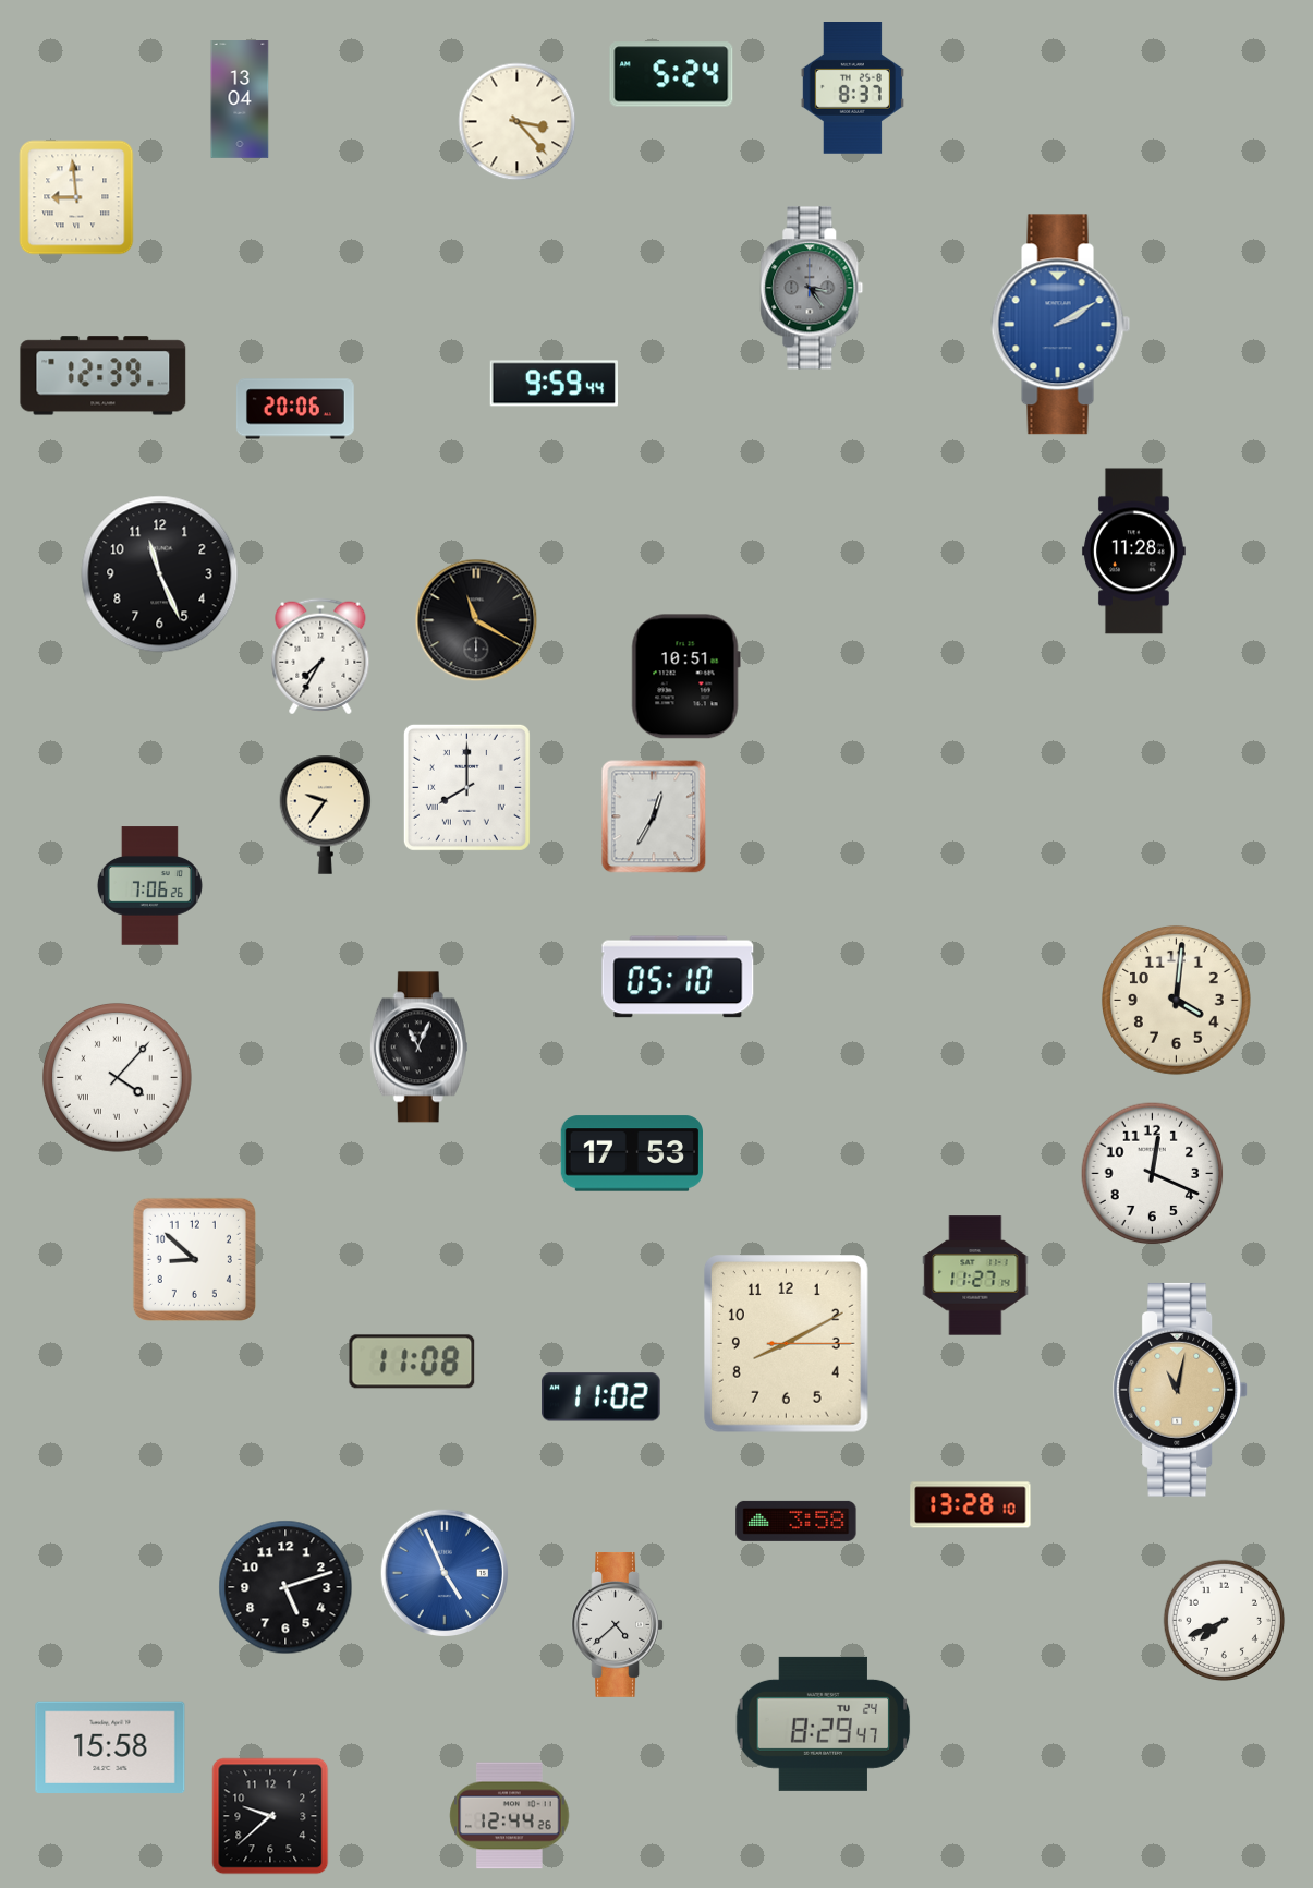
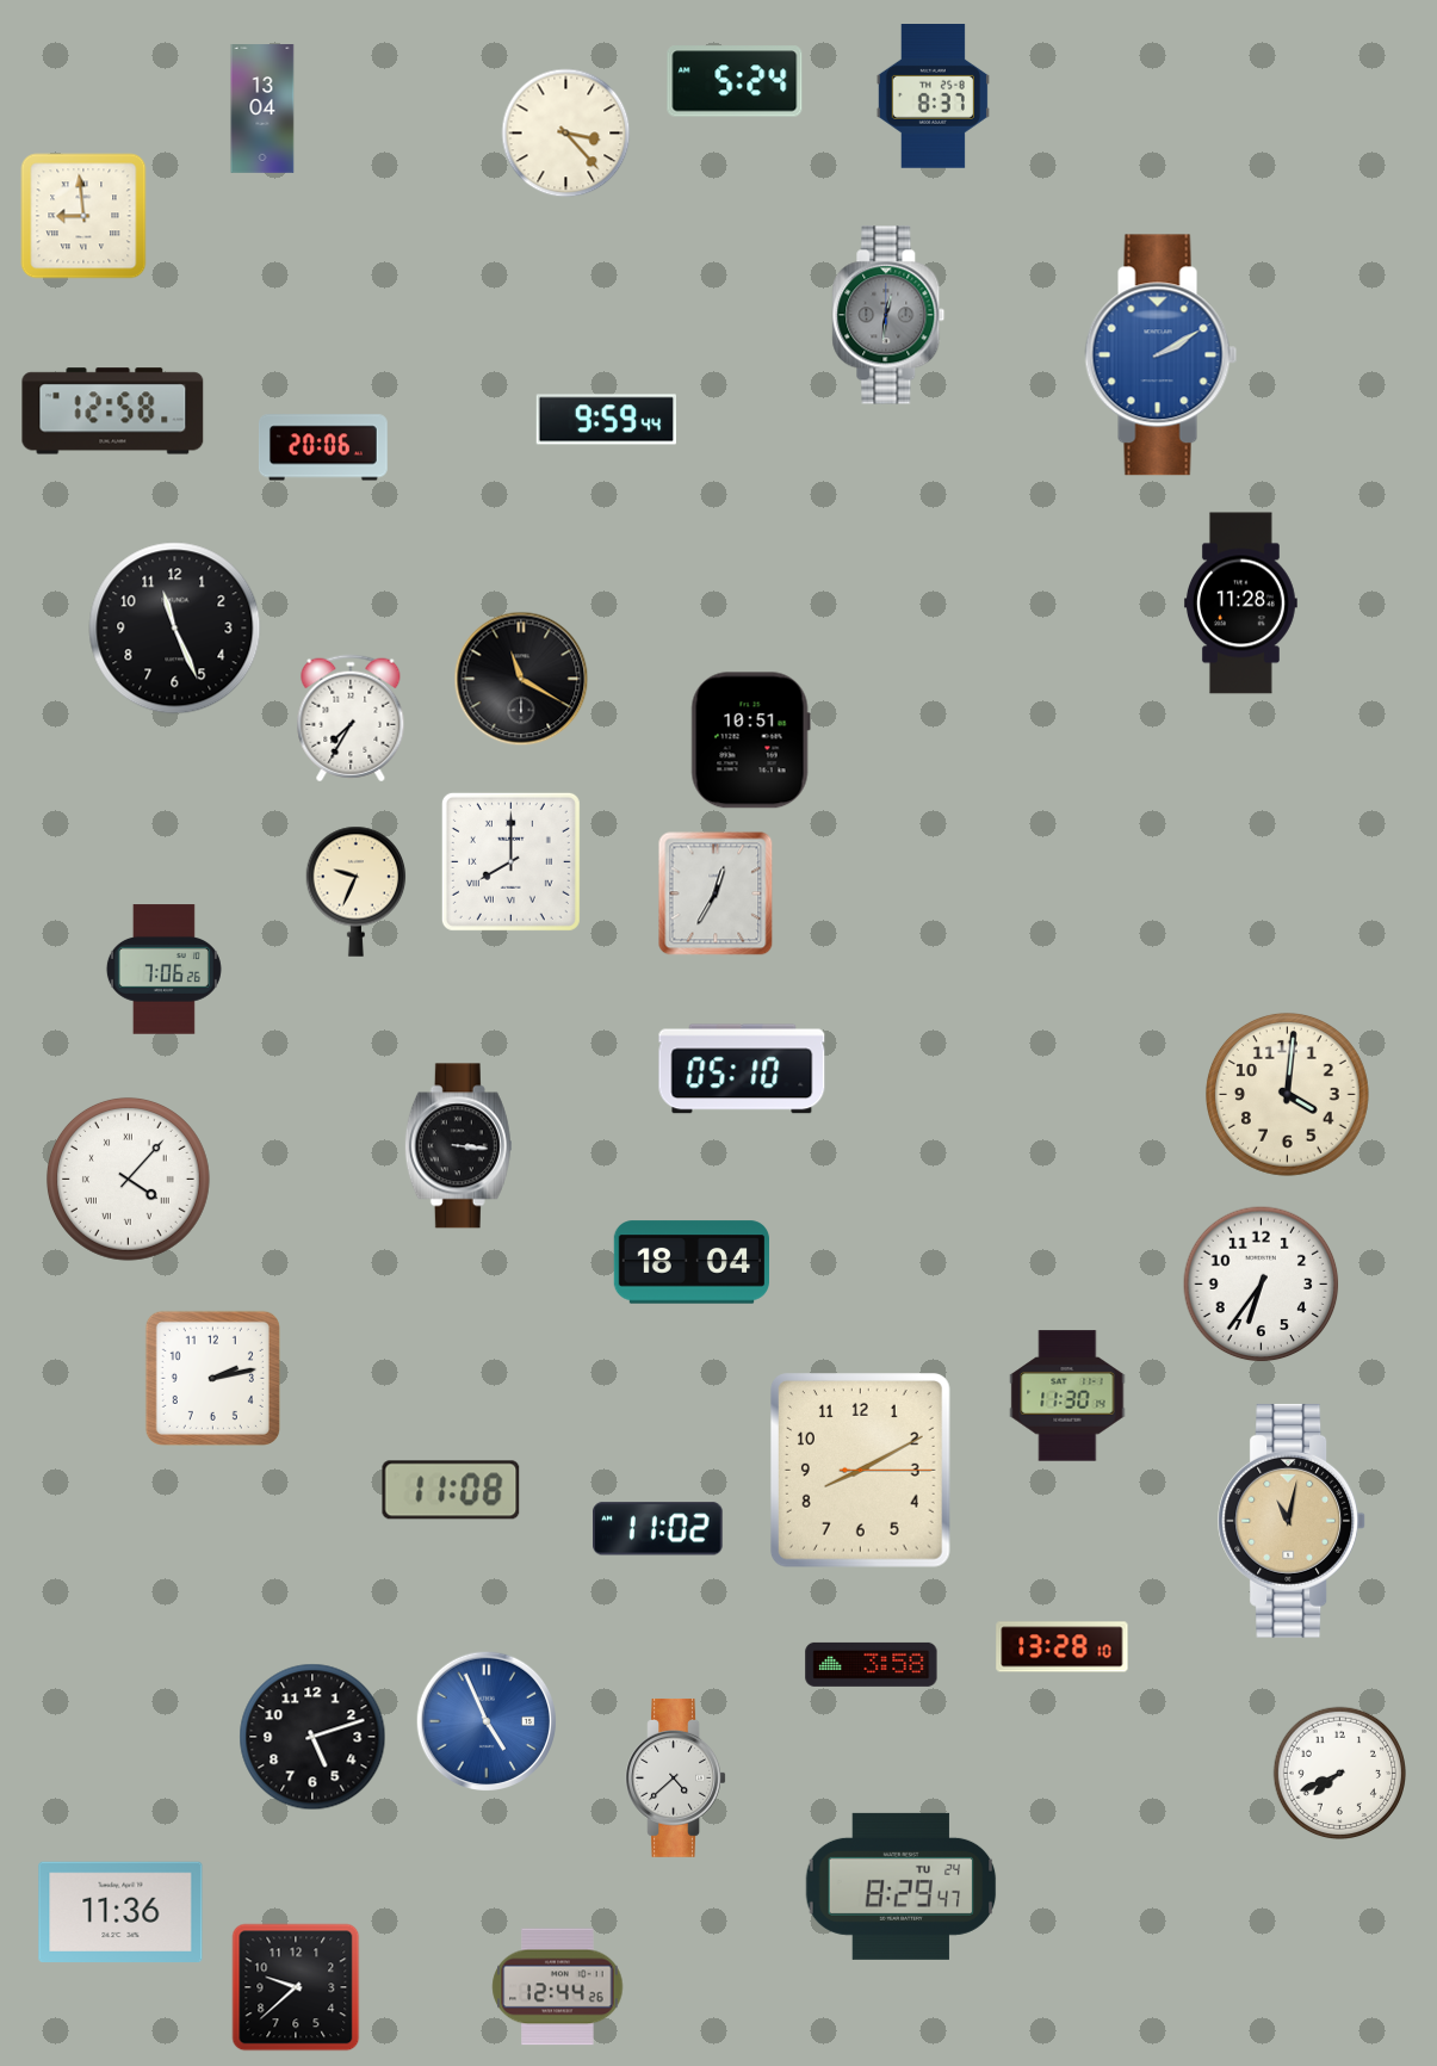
clock at (812, 288): 3:24 -> 12:31
clock at (104, 376): 12:39 -> 12:58
clock at (326, 814): 9:36 -> 9:34
clock at (418, 1048): 11:04 -> 3:16
clock at (631, 1153): 17:53 -> 18:04
clock at (1153, 1174): 12:19 -> 6:36
clock at (194, 1259): 8:52 -> 2:13
clock at (975, 1275): 11:27 -> 11:30
clock at (110, 1747): 15:58 -> 11:36
